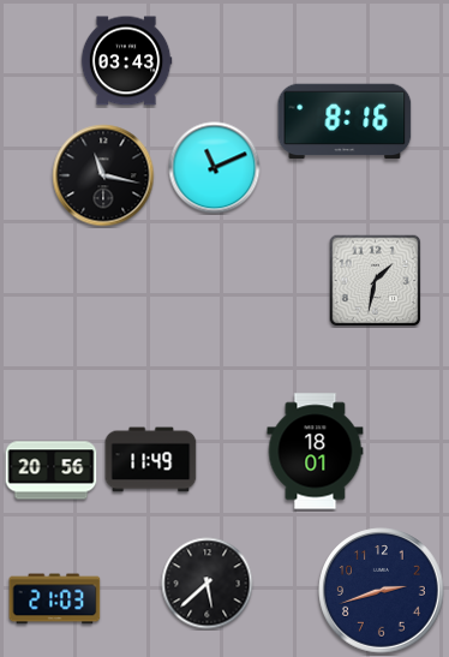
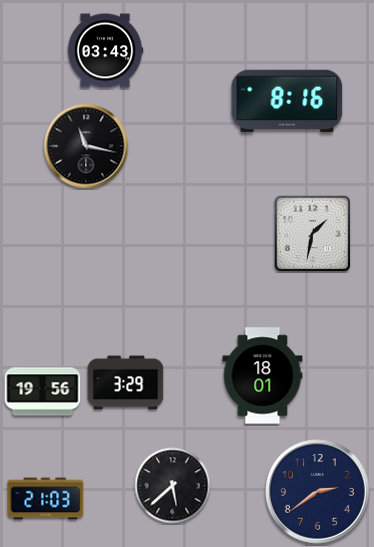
clock at (215, 168): 11:11 -> none
clock at (151, 460): 11:49 -> 3:29
clock at (52, 471): 20:56 -> 19:56
clock at (382, 591): 2:42 -> 2:39
